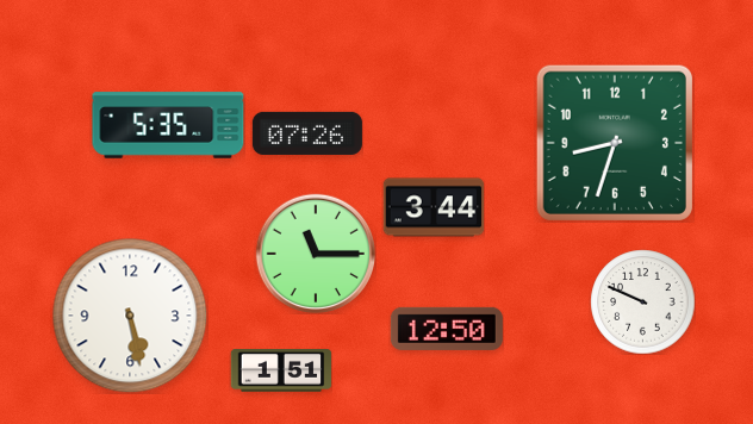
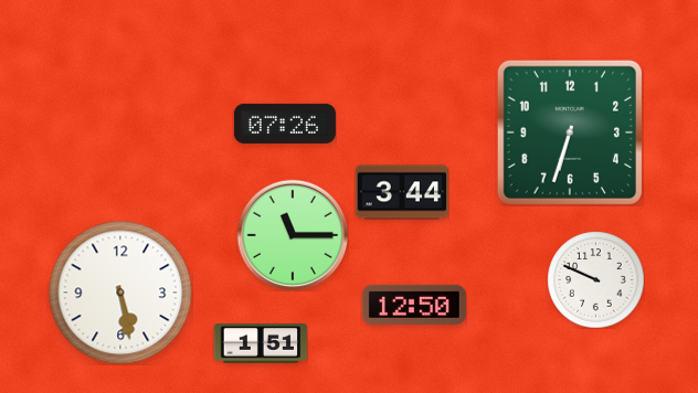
clock at (168, 125): 5:35 -> none
clock at (615, 143): 8:33 -> 6:33
